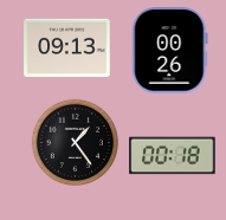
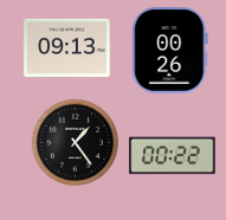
clock at (173, 156): 00:18 -> 00:22
